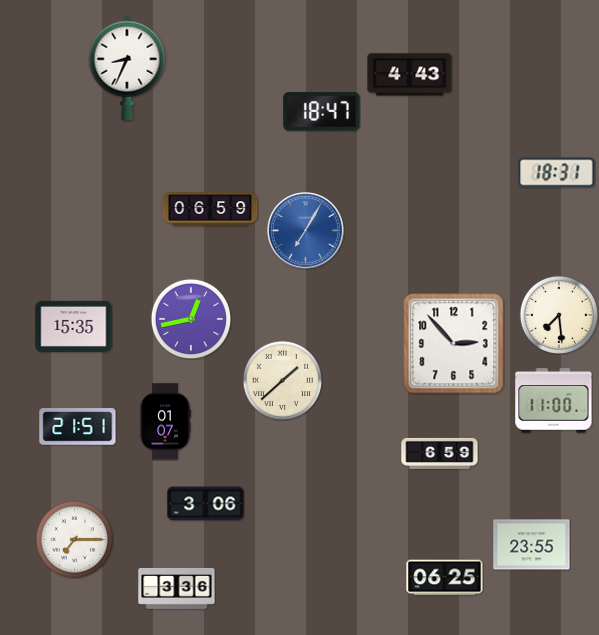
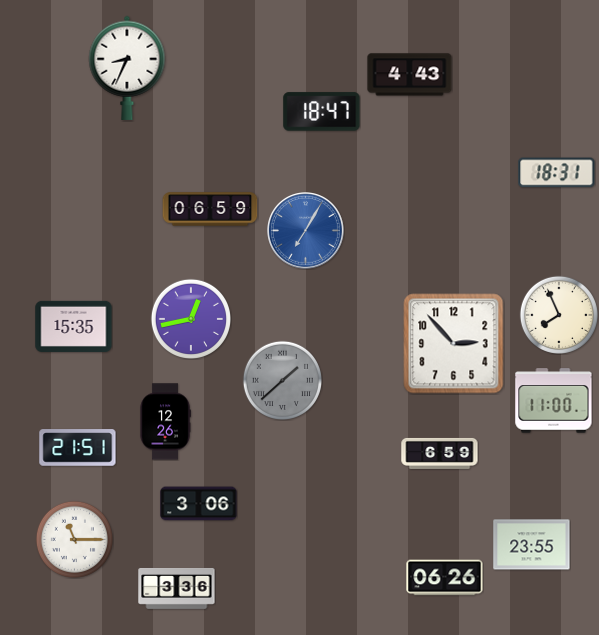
clock at (558, 314): 7:29 -> 7:56
clock at (282, 380) dial: cream -> grey
clock at (165, 422): 01:07 -> 12:26
clock at (78, 427) position: (78, 427) -> (78, 448)
clock at (206, 504) position: (206, 504) -> (199, 504)
clock at (74, 539): 7:15 -> 11:15
clock at (445, 578): 06:25 -> 06:26
